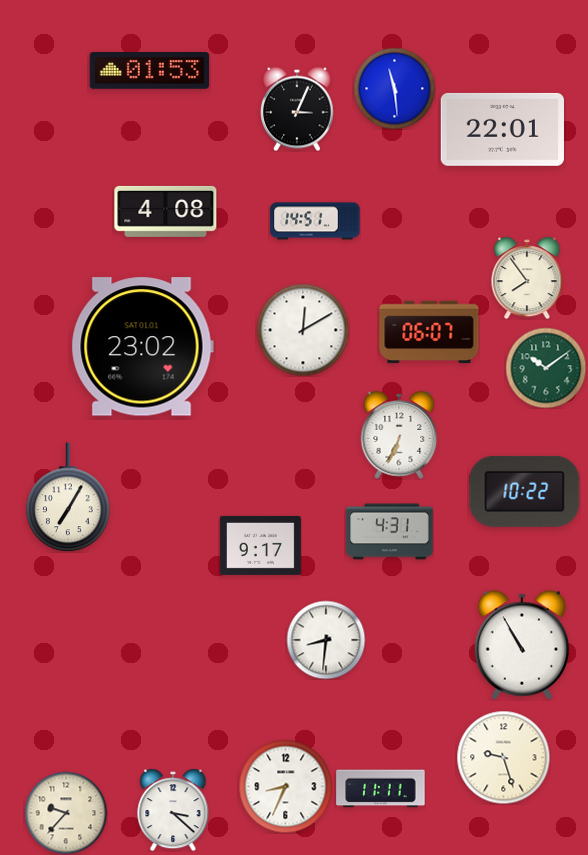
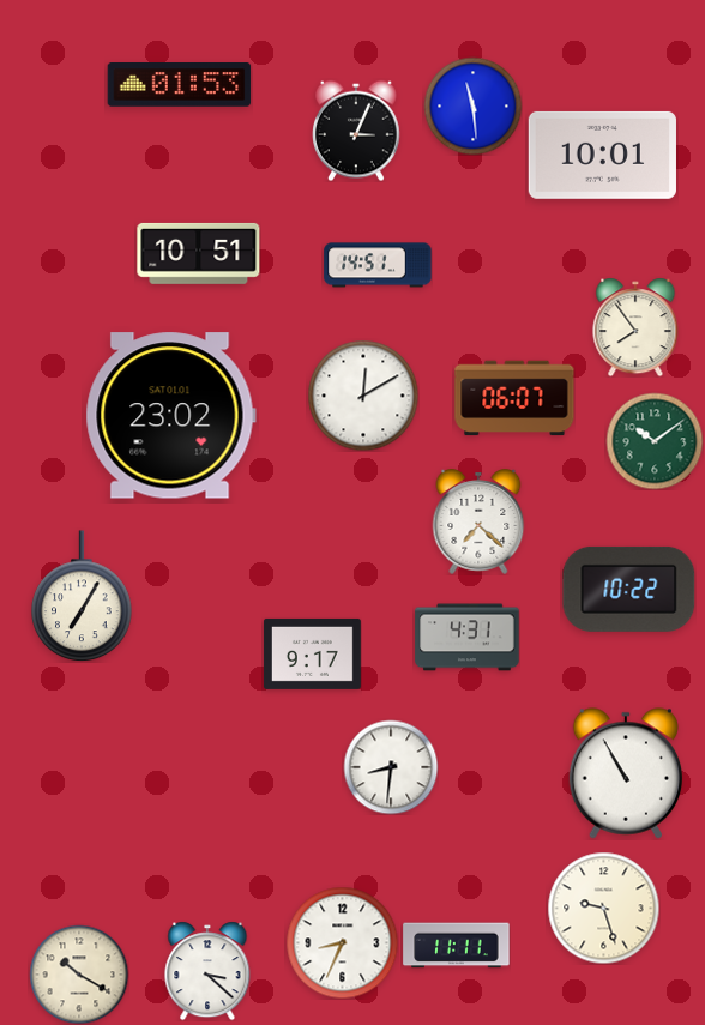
clock at (502, 129): 22:01 -> 10:01
clock at (166, 211): 4:08 -> 10:51
clock at (527, 278) position: (527, 278) -> (635, 327)
clock at (399, 436): 6:34 -> 7:22
clock at (66, 813): 9:37 -> 10:20
